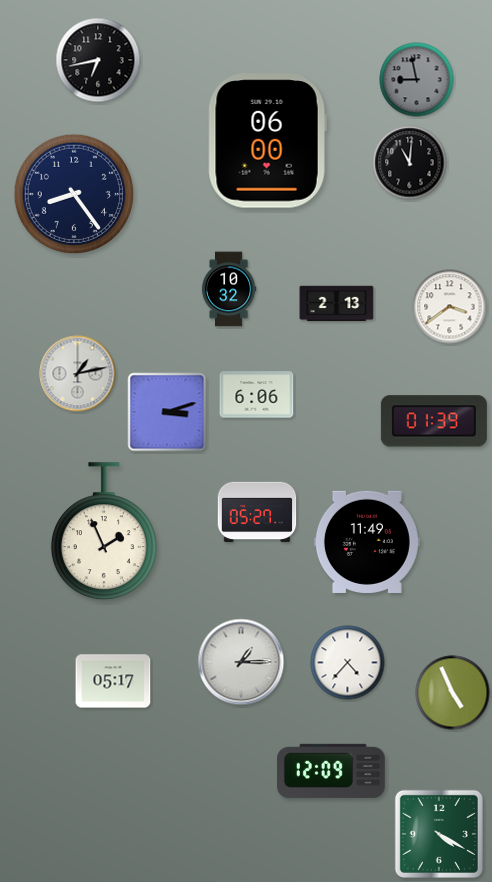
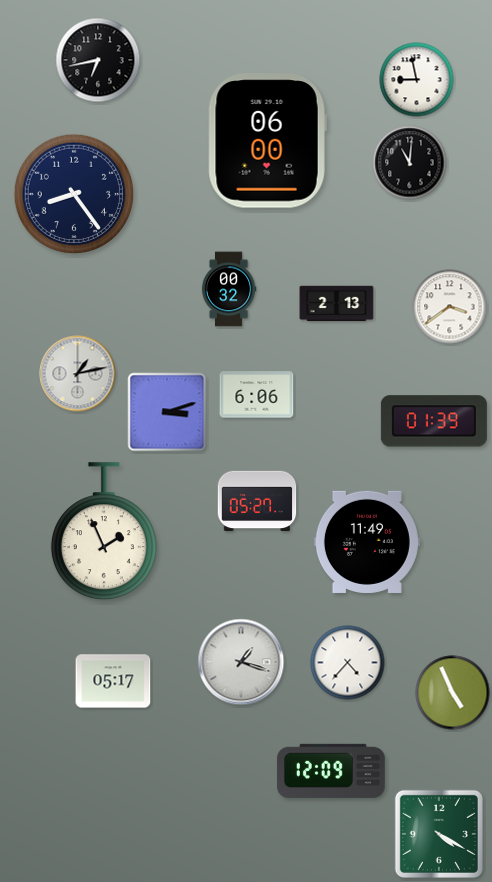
clock at (417, 80) dial: grey -> white
clock at (229, 289): 10:32 -> 00:32
clock at (257, 512) position: (257, 512) -> (257, 501)
clock at (241, 662): 1:15 -> 1:18
